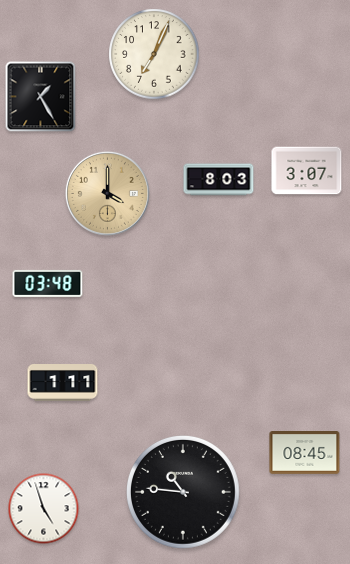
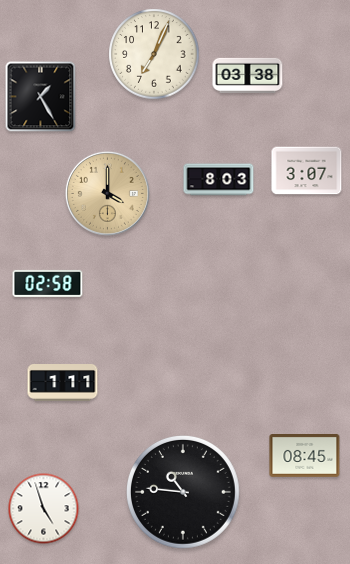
clock at (248, 75): none -> 03:38
clock at (48, 283): 03:48 -> 02:58
clock at (305, 453) position: (305, 453) -> (305, 456)
